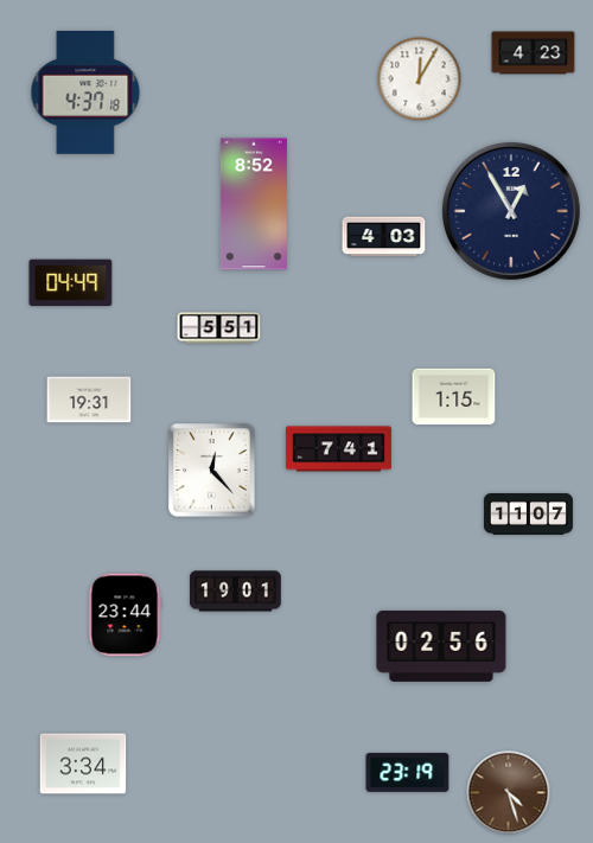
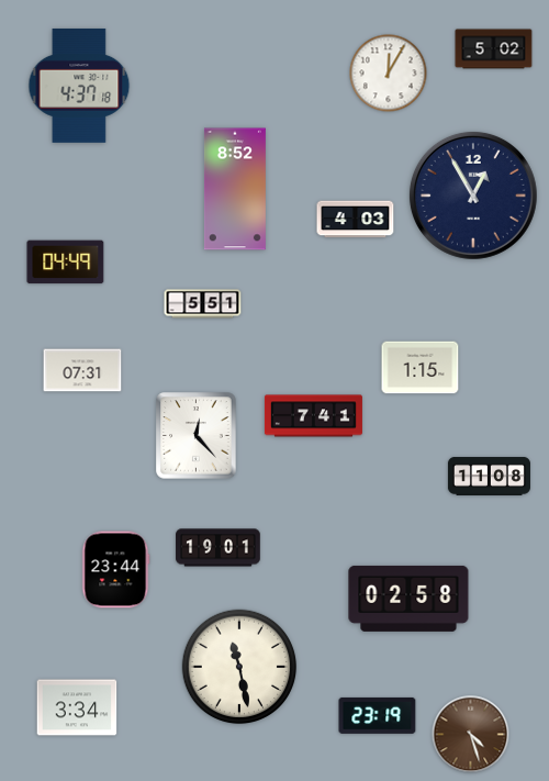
clock at (534, 53): 4:23 -> 5:02
clock at (89, 400): 19:31 -> 07:31
clock at (528, 513): 11:07 -> 11:08
clock at (441, 646): 02:56 -> 02:58
clock at (239, 667): none -> 11:28
